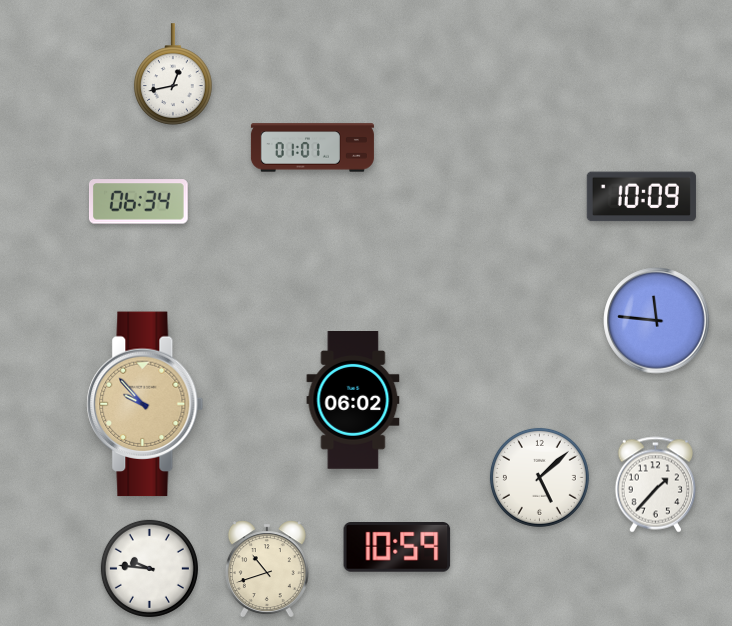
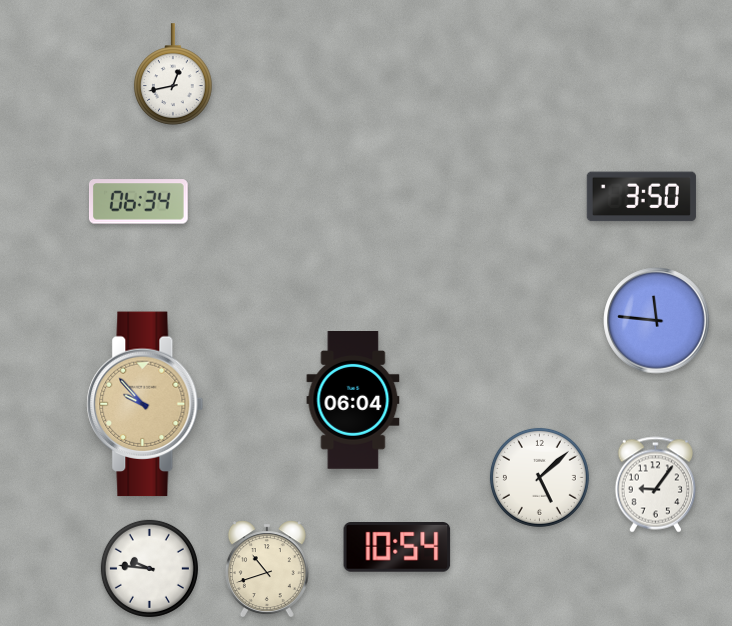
clock at (312, 148): 01:01 -> none
clock at (641, 197): 10:09 -> 3:50
clock at (353, 401): 06:02 -> 06:04
clock at (655, 485): 1:37 -> 9:06
clock at (397, 548): 10:59 -> 10:54
